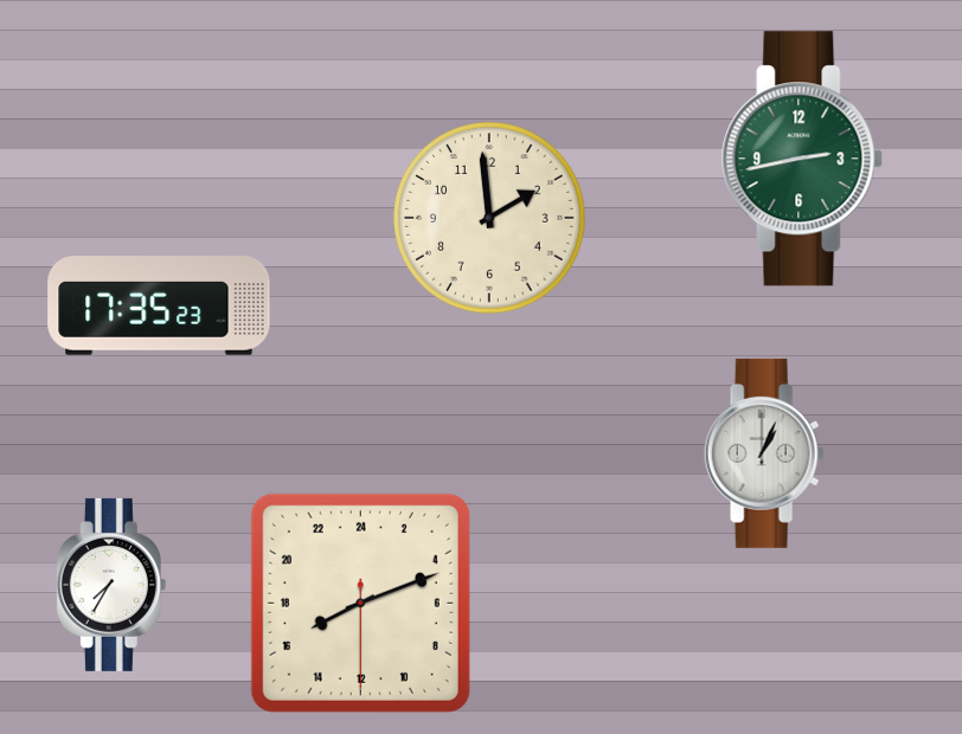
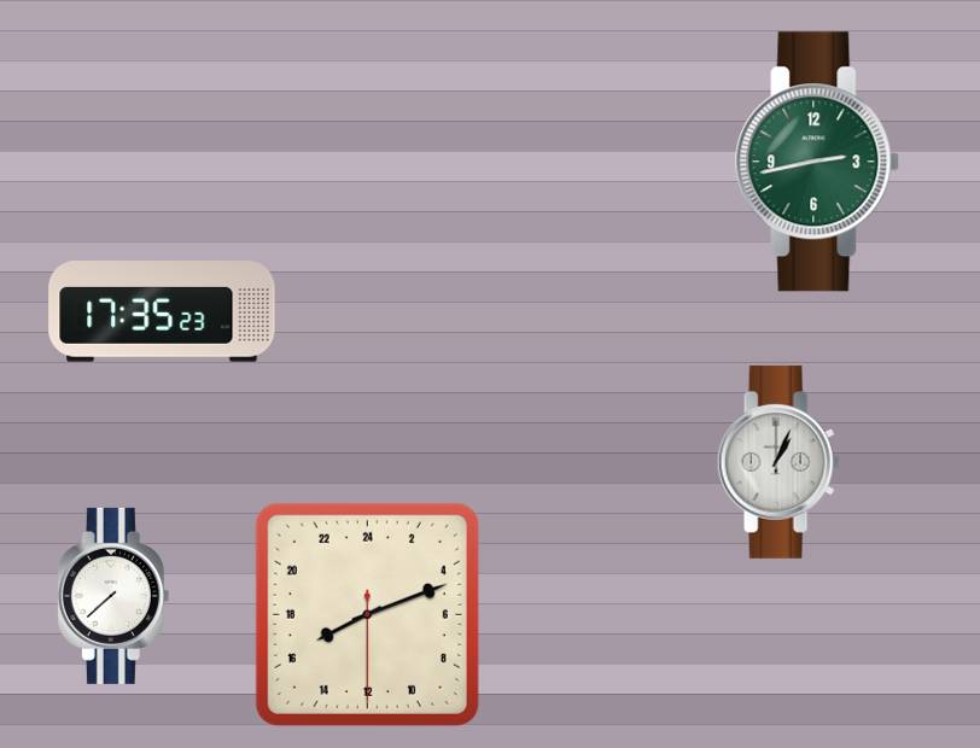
clock at (489, 218): 1:59 -> none
clock at (111, 585): 7:35 -> 7:38
